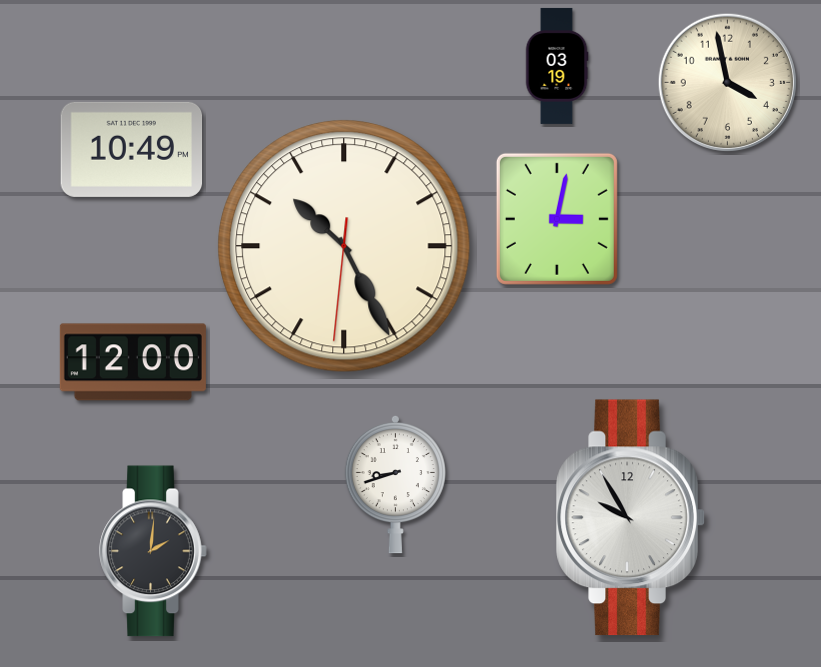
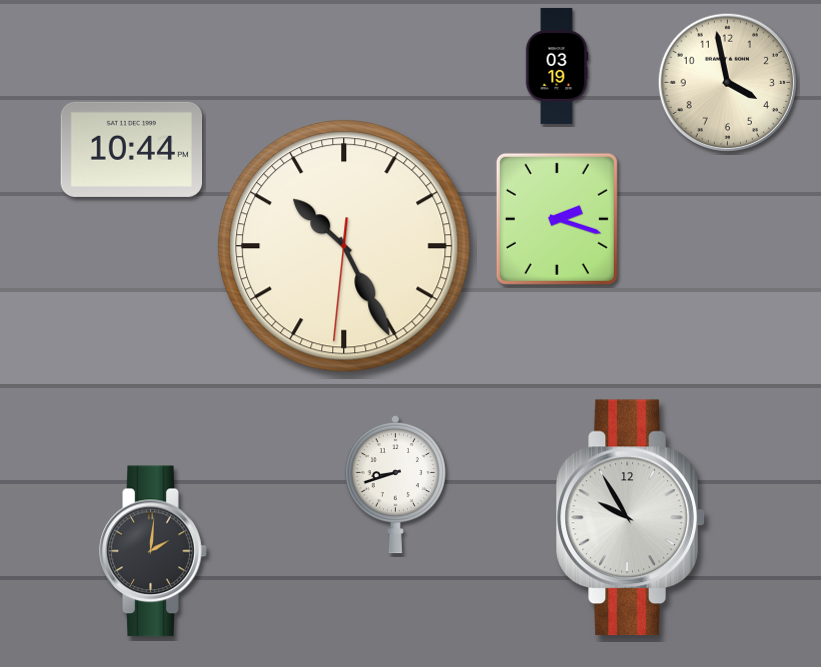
clock at (132, 149): 10:49 -> 10:44
clock at (557, 219): 3:02 -> 2:18
clock at (133, 362): 12:00 -> none
